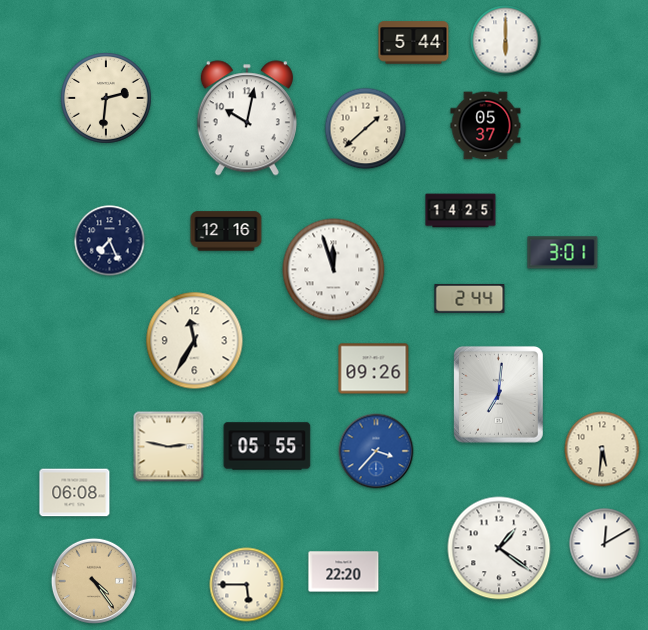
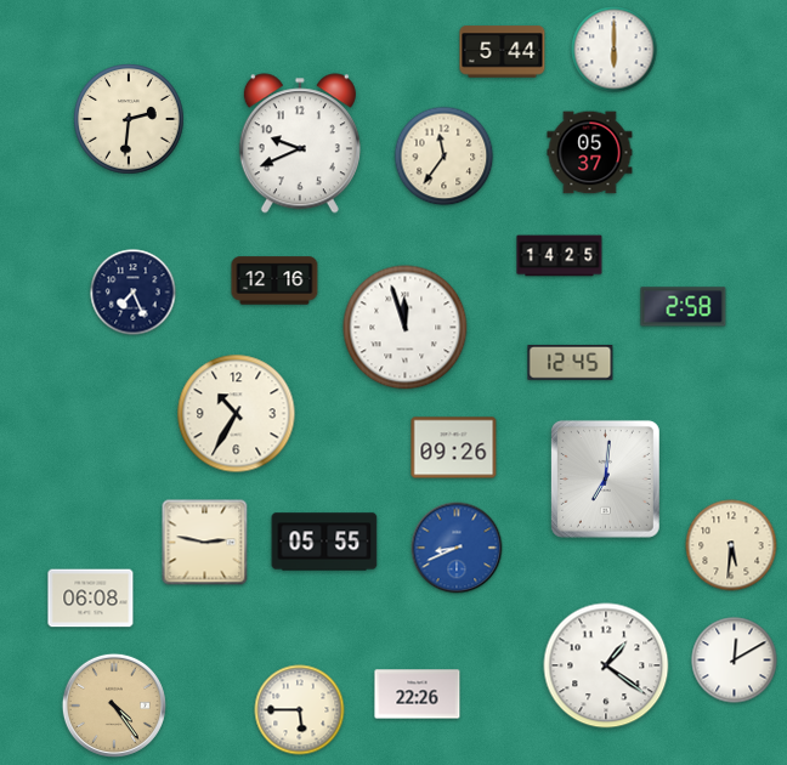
clock at (247, 118): 10:02 -> 9:41
clock at (366, 129): 1:38 -> 11:36
clock at (563, 253): 3:01 -> 2:58
clock at (470, 298): 2:44 -> 12:45
clock at (195, 341): 11:35 -> 10:35
clock at (376, 451): 3:37 -> 8:41
clock at (344, 572): 22:20 -> 22:26
